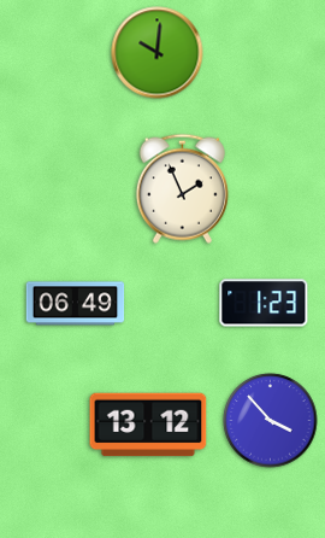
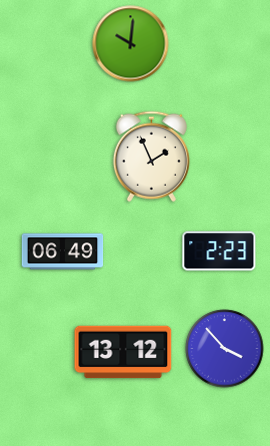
clock at (264, 303): 1:23 -> 2:23
